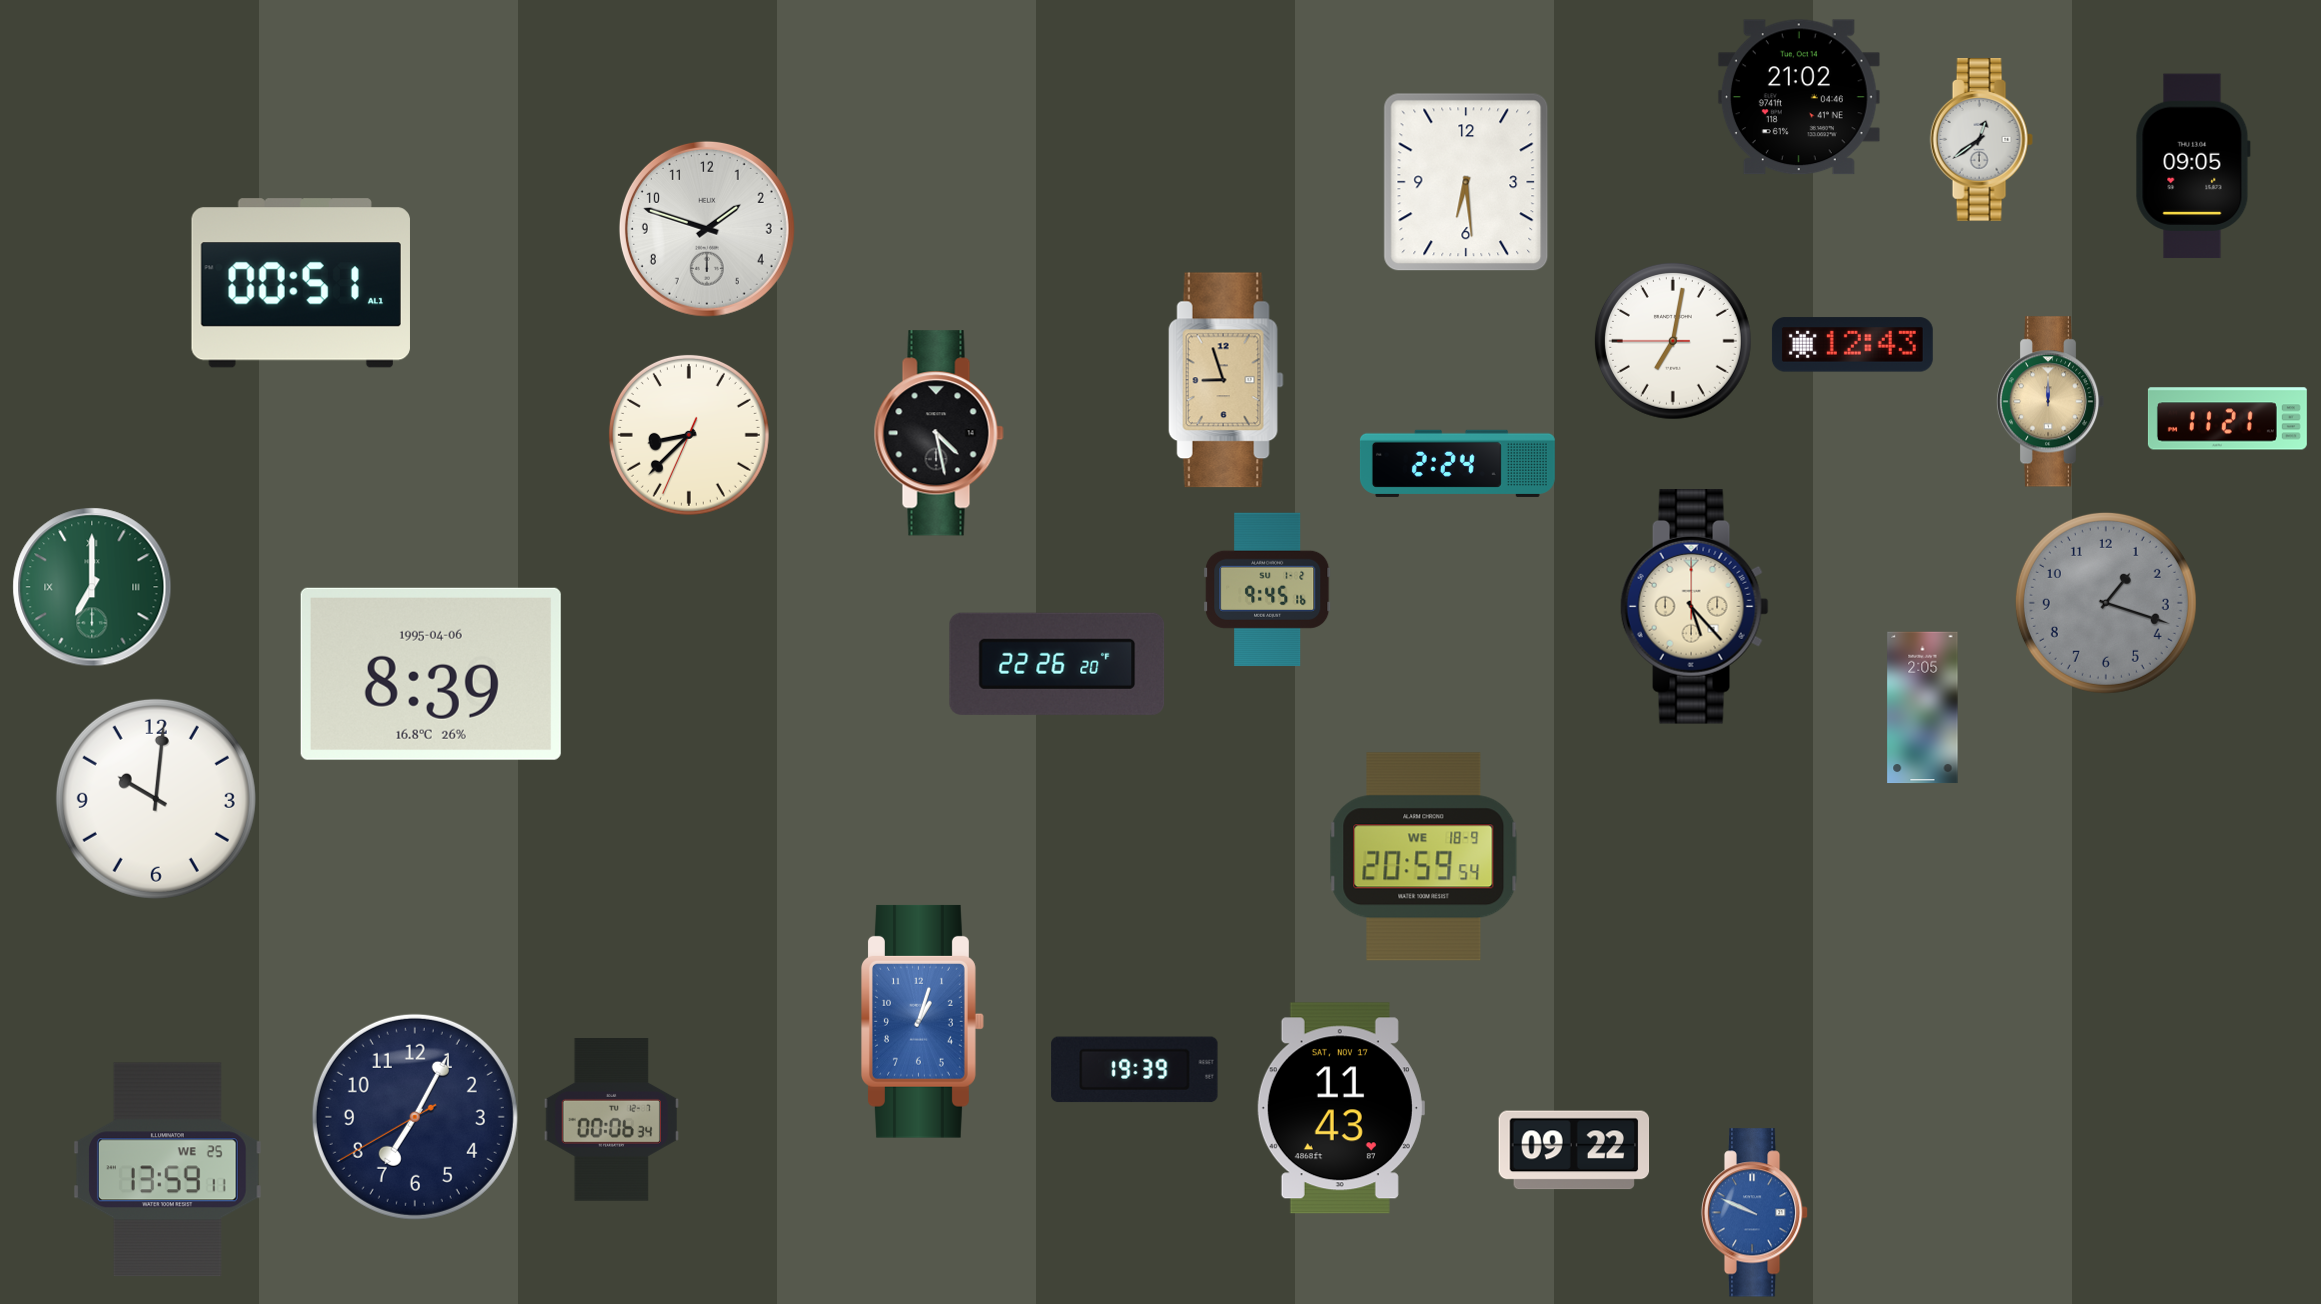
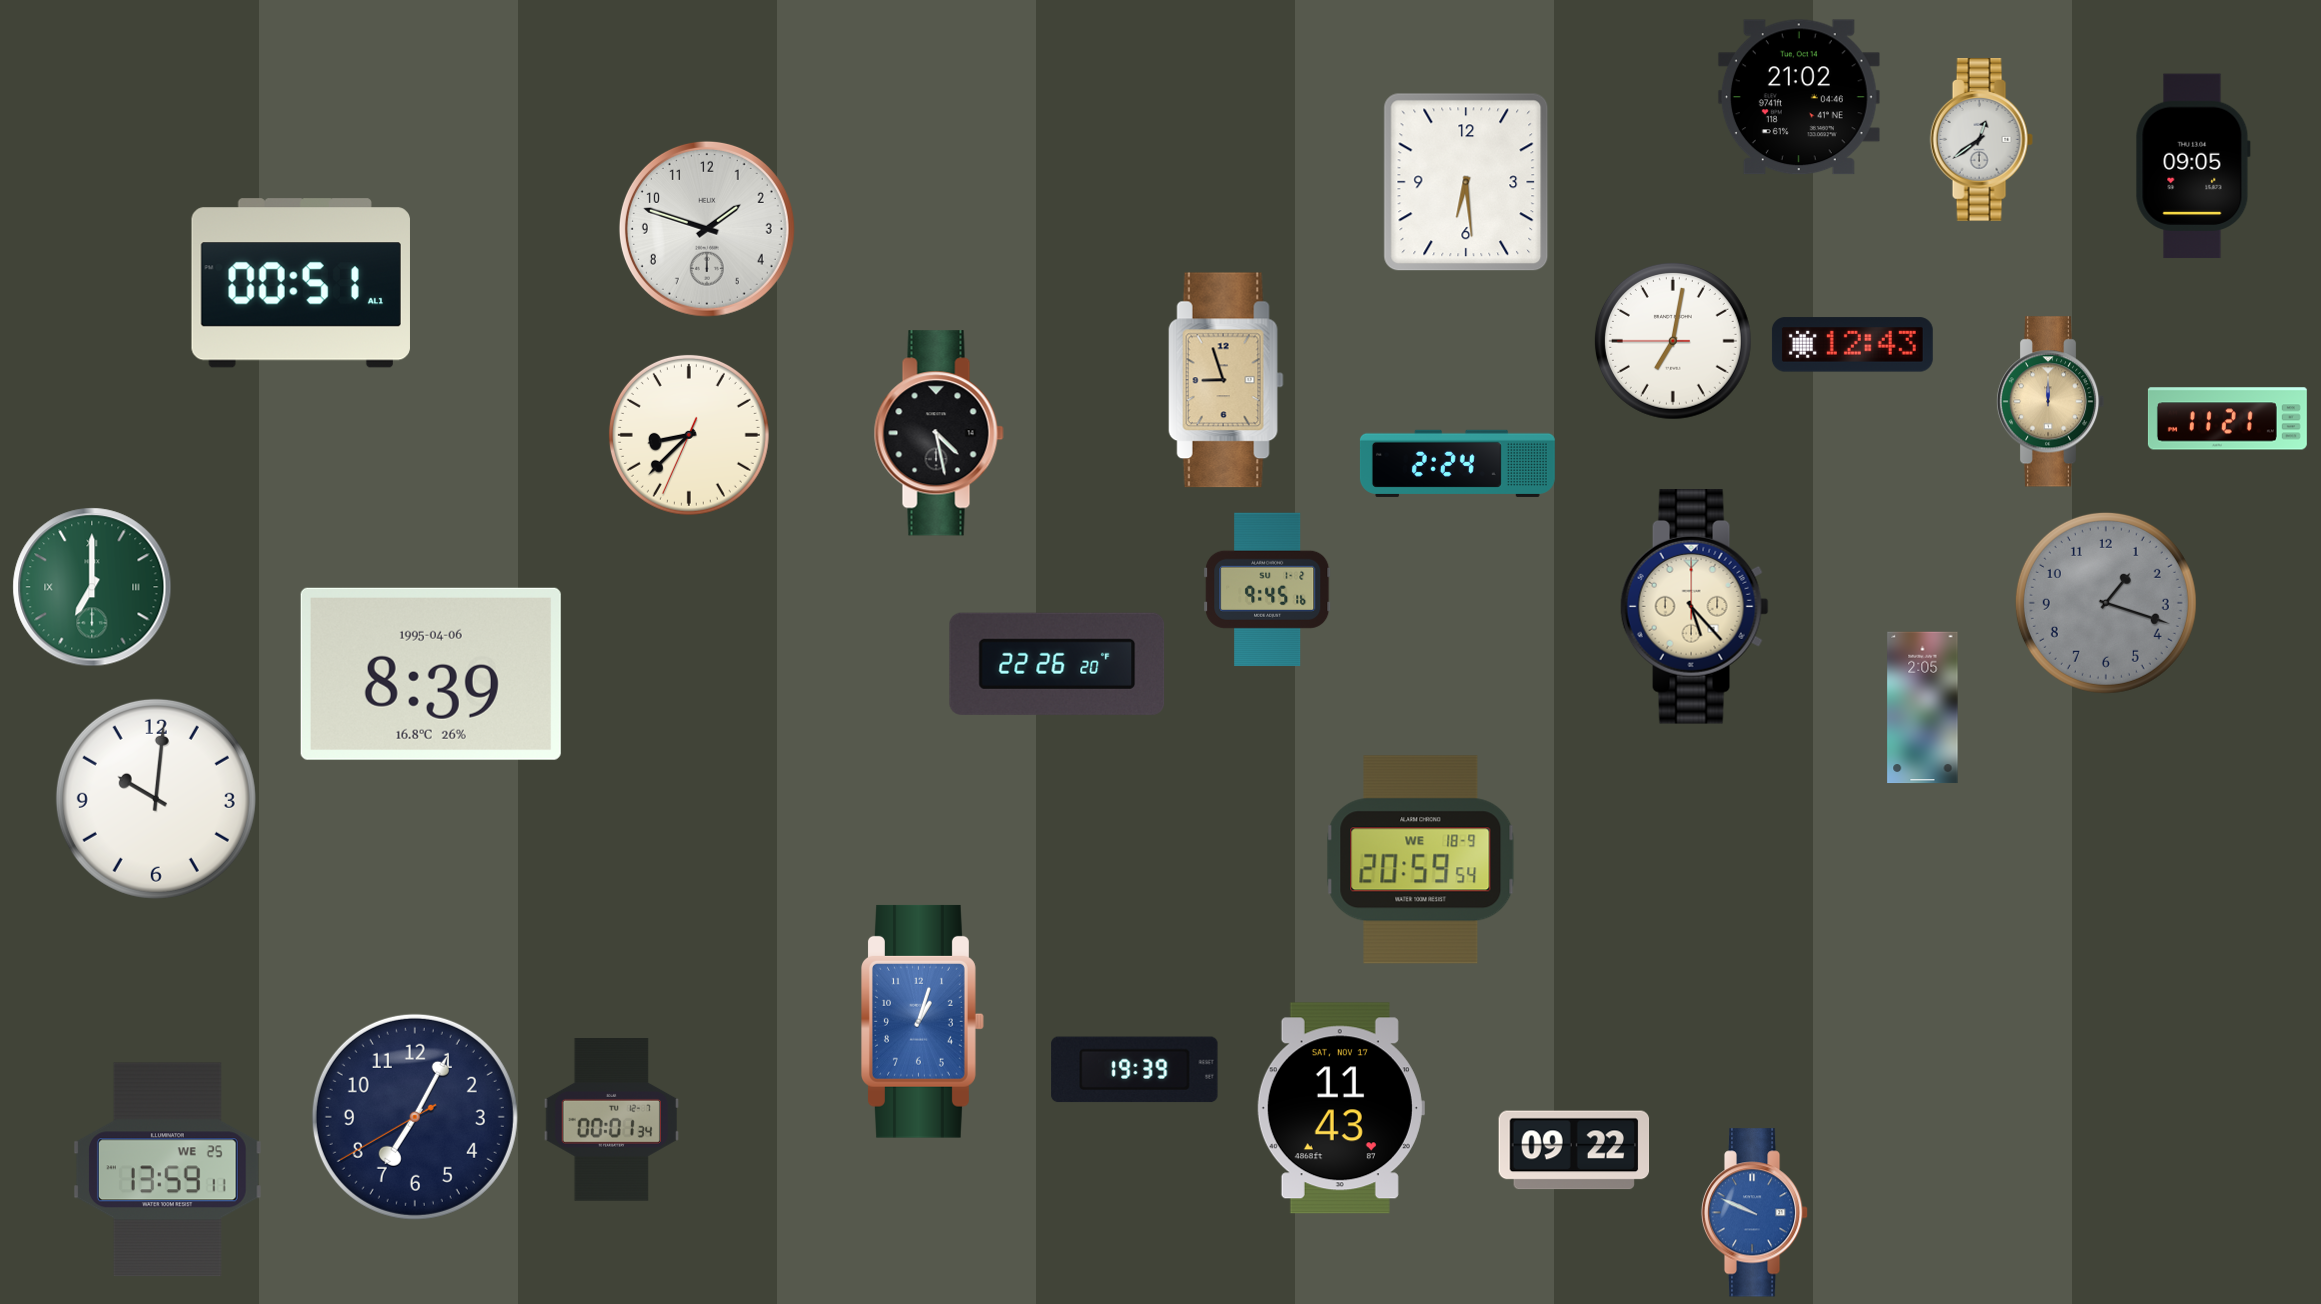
clock at (1424, 857) position: (1424, 857) -> (1421, 860)
clock at (611, 1120): 00:06 -> 00:01
